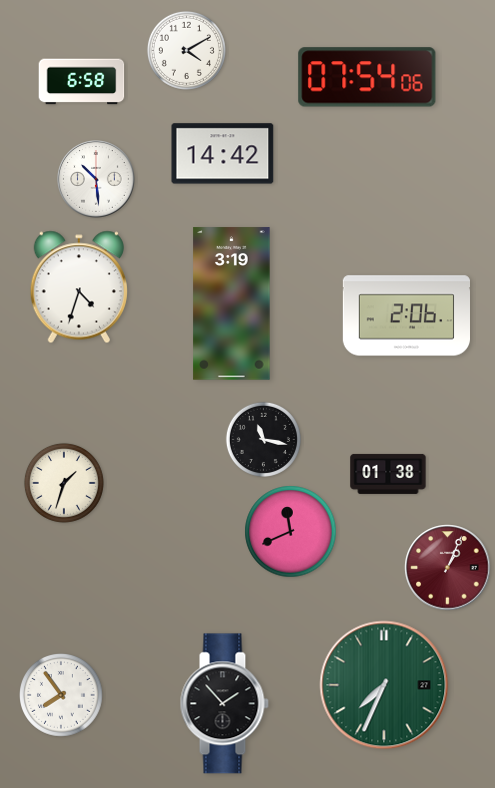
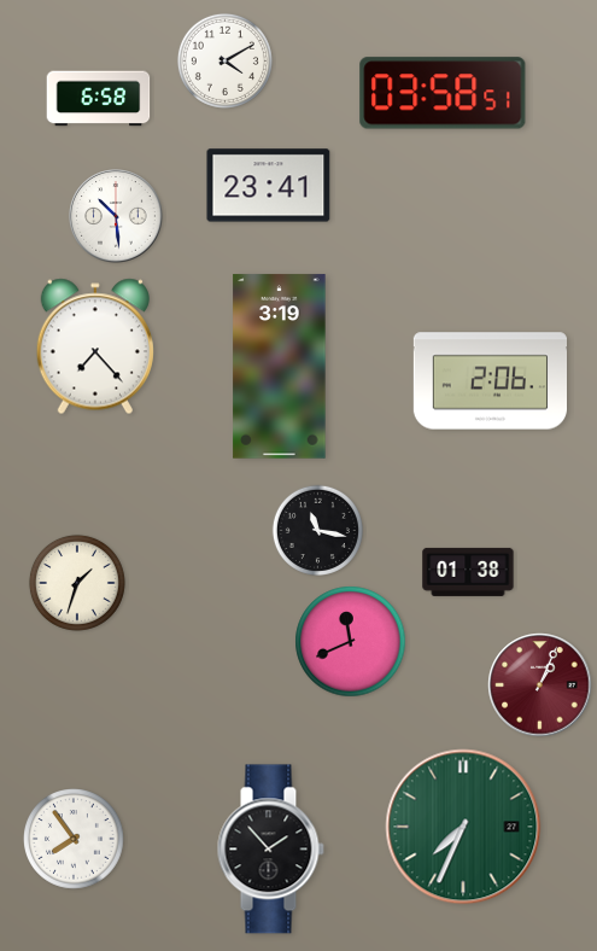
clock at (367, 77): 07:54 -> 03:58
clock at (223, 154): 14:42 -> 23:41
clock at (79, 287): 4:33 -> 7:23
